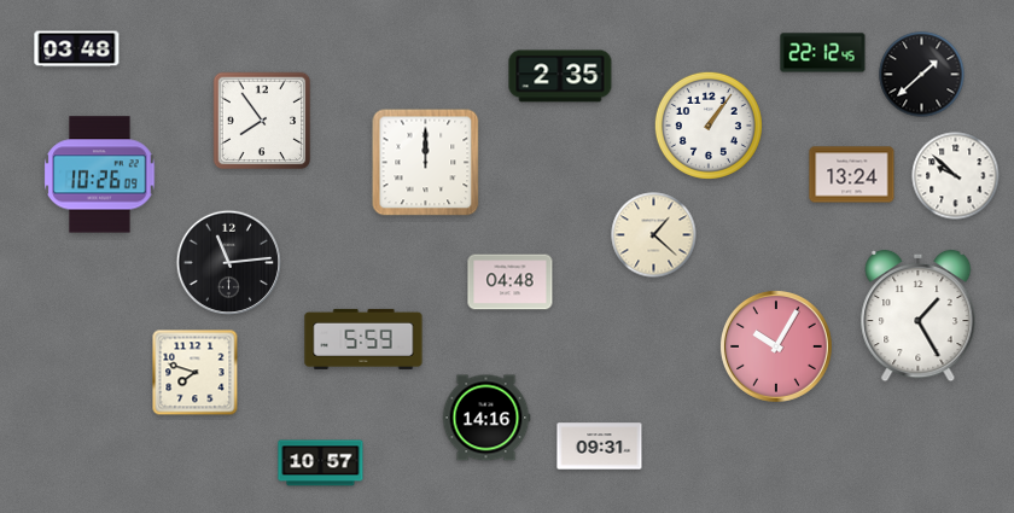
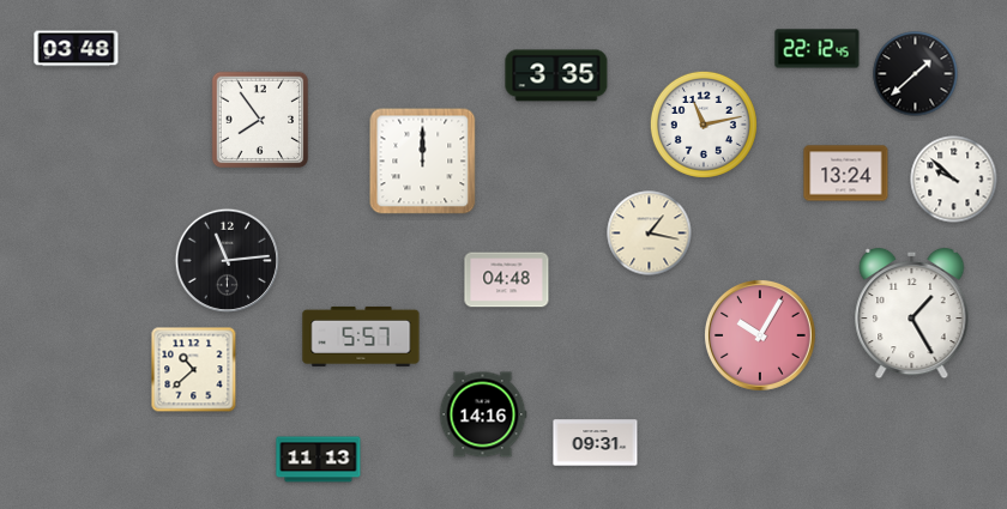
clock at (823, 53) position: (823, 53) -> (818, 49)
clock at (560, 76): 2:35 -> 3:35
clock at (709, 126): 1:06 -> 11:13
clock at (100, 175): 10:26 -> none
clock at (956, 176) position: (956, 176) -> (954, 180)
clock at (654, 235): 1:22 -> 1:17
clock at (363, 339): 5:59 -> 5:57
clock at (776, 346) position: (776, 346) -> (760, 335)
clock at (196, 373): 7:48 -> 10:38
clock at (321, 464): 10:57 -> 11:13
